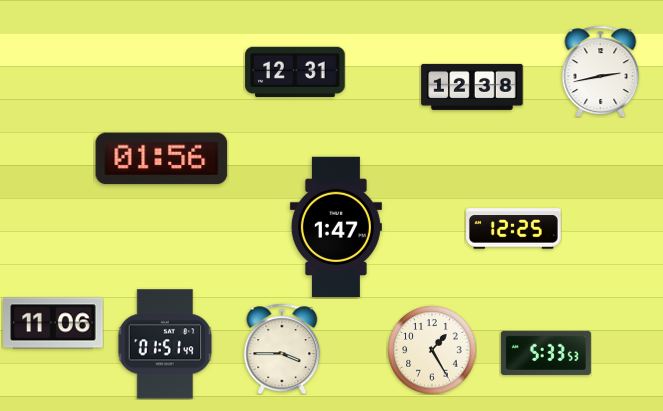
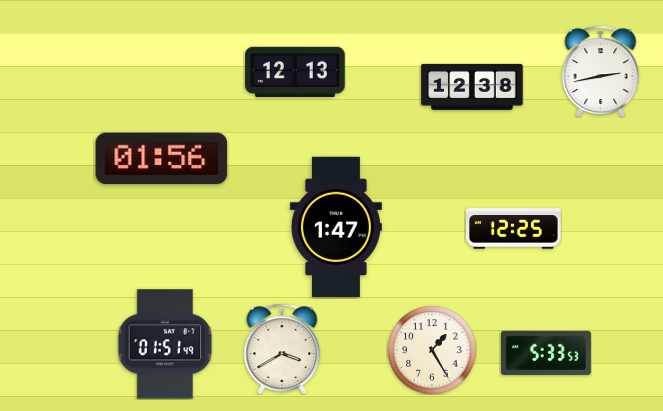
clock at (295, 72): 12:31 -> 12:13
clock at (53, 323): 11:06 -> none
clock at (282, 349): 3:45 -> 3:40
